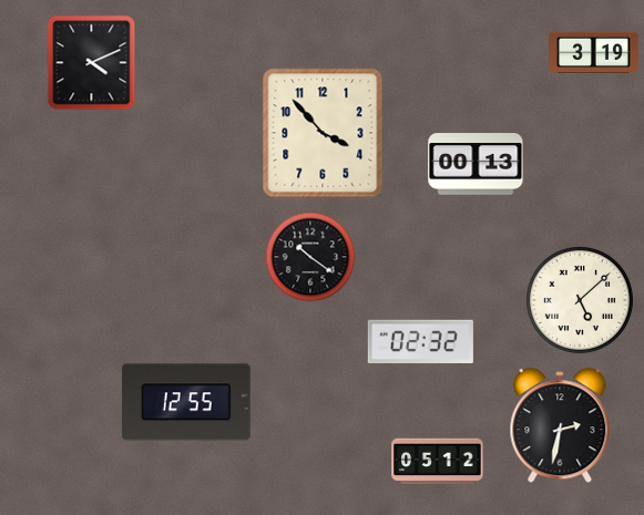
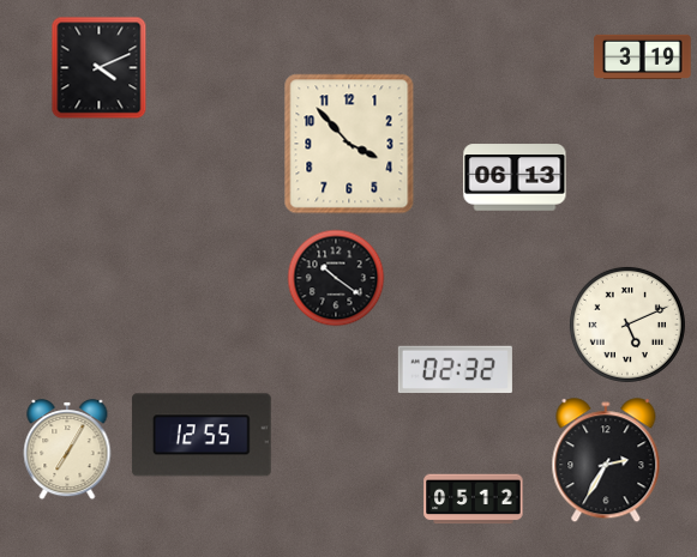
clock at (476, 164): 00:13 -> 06:13
clock at (580, 300): 5:08 -> 5:11
clock at (67, 450): none -> 7:05
clock at (560, 426): 2:32 -> 2:35
